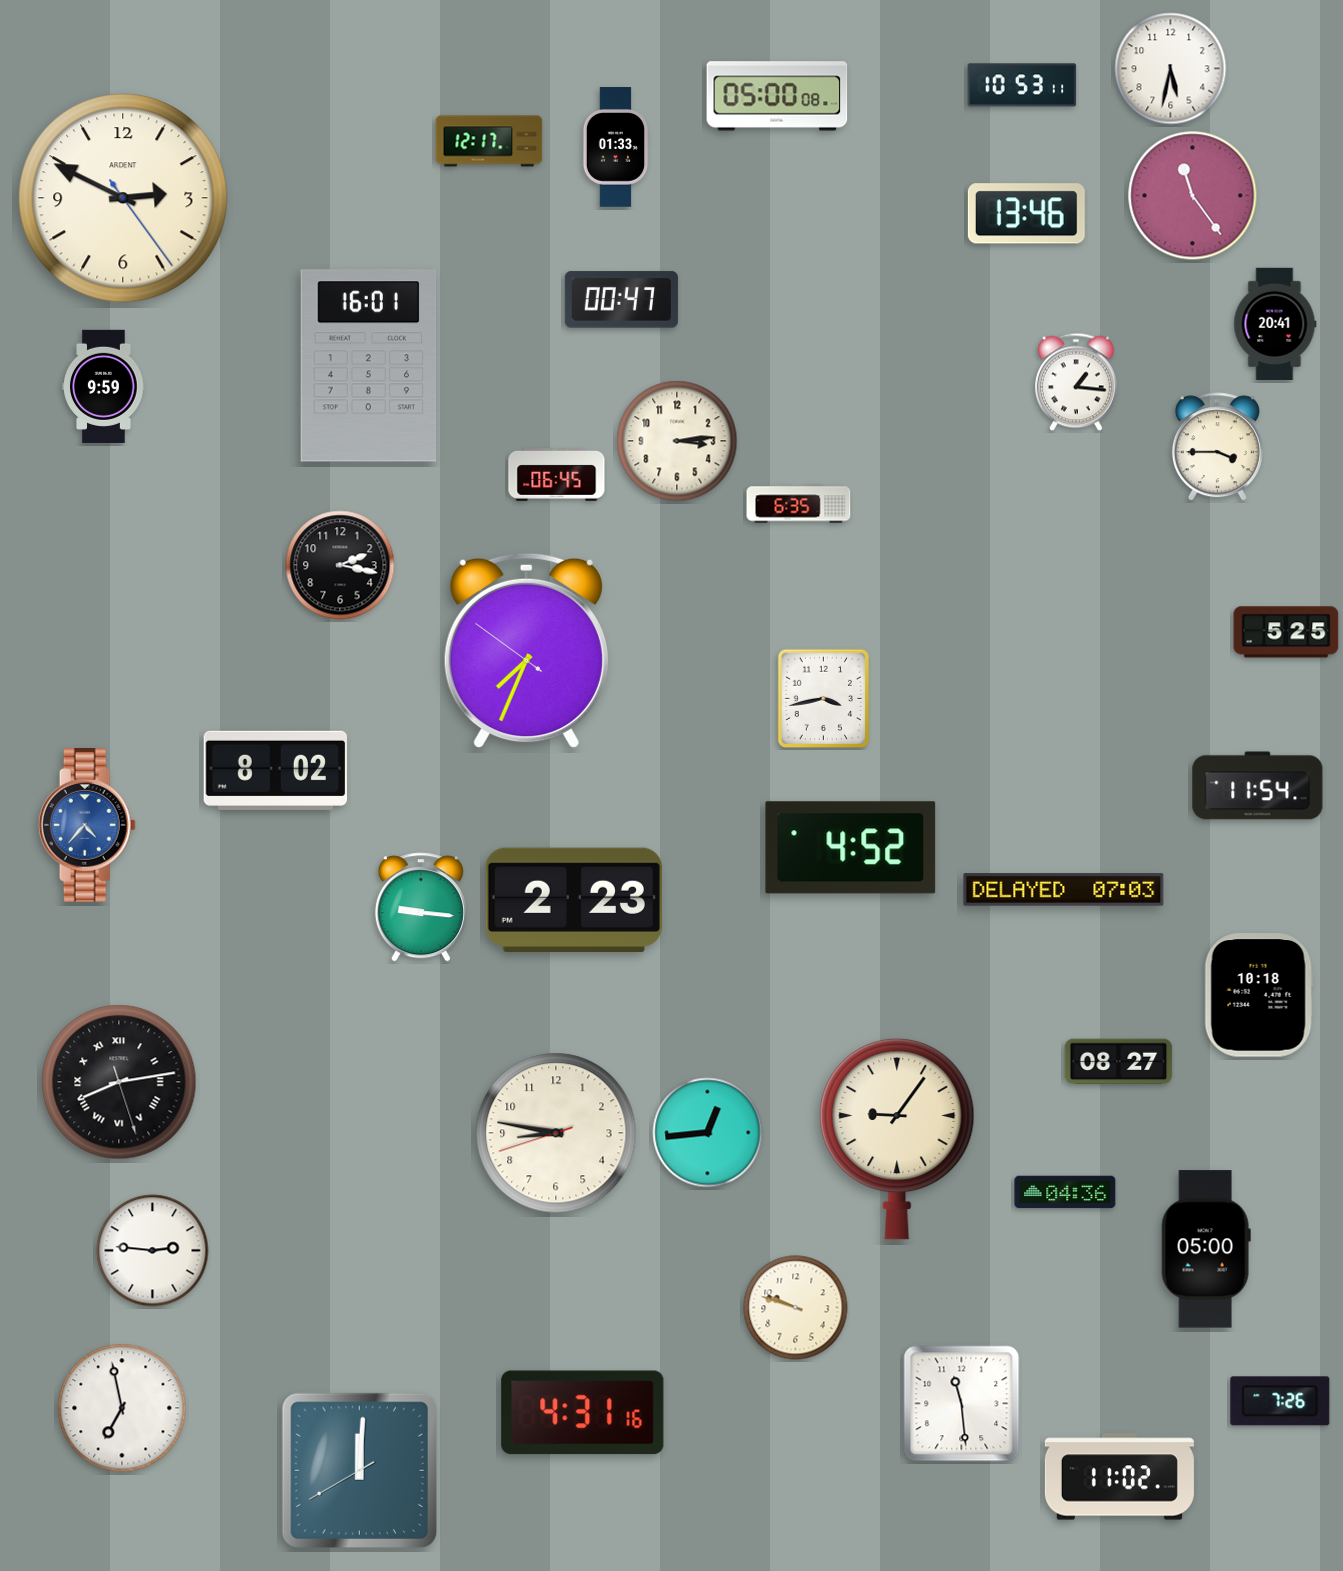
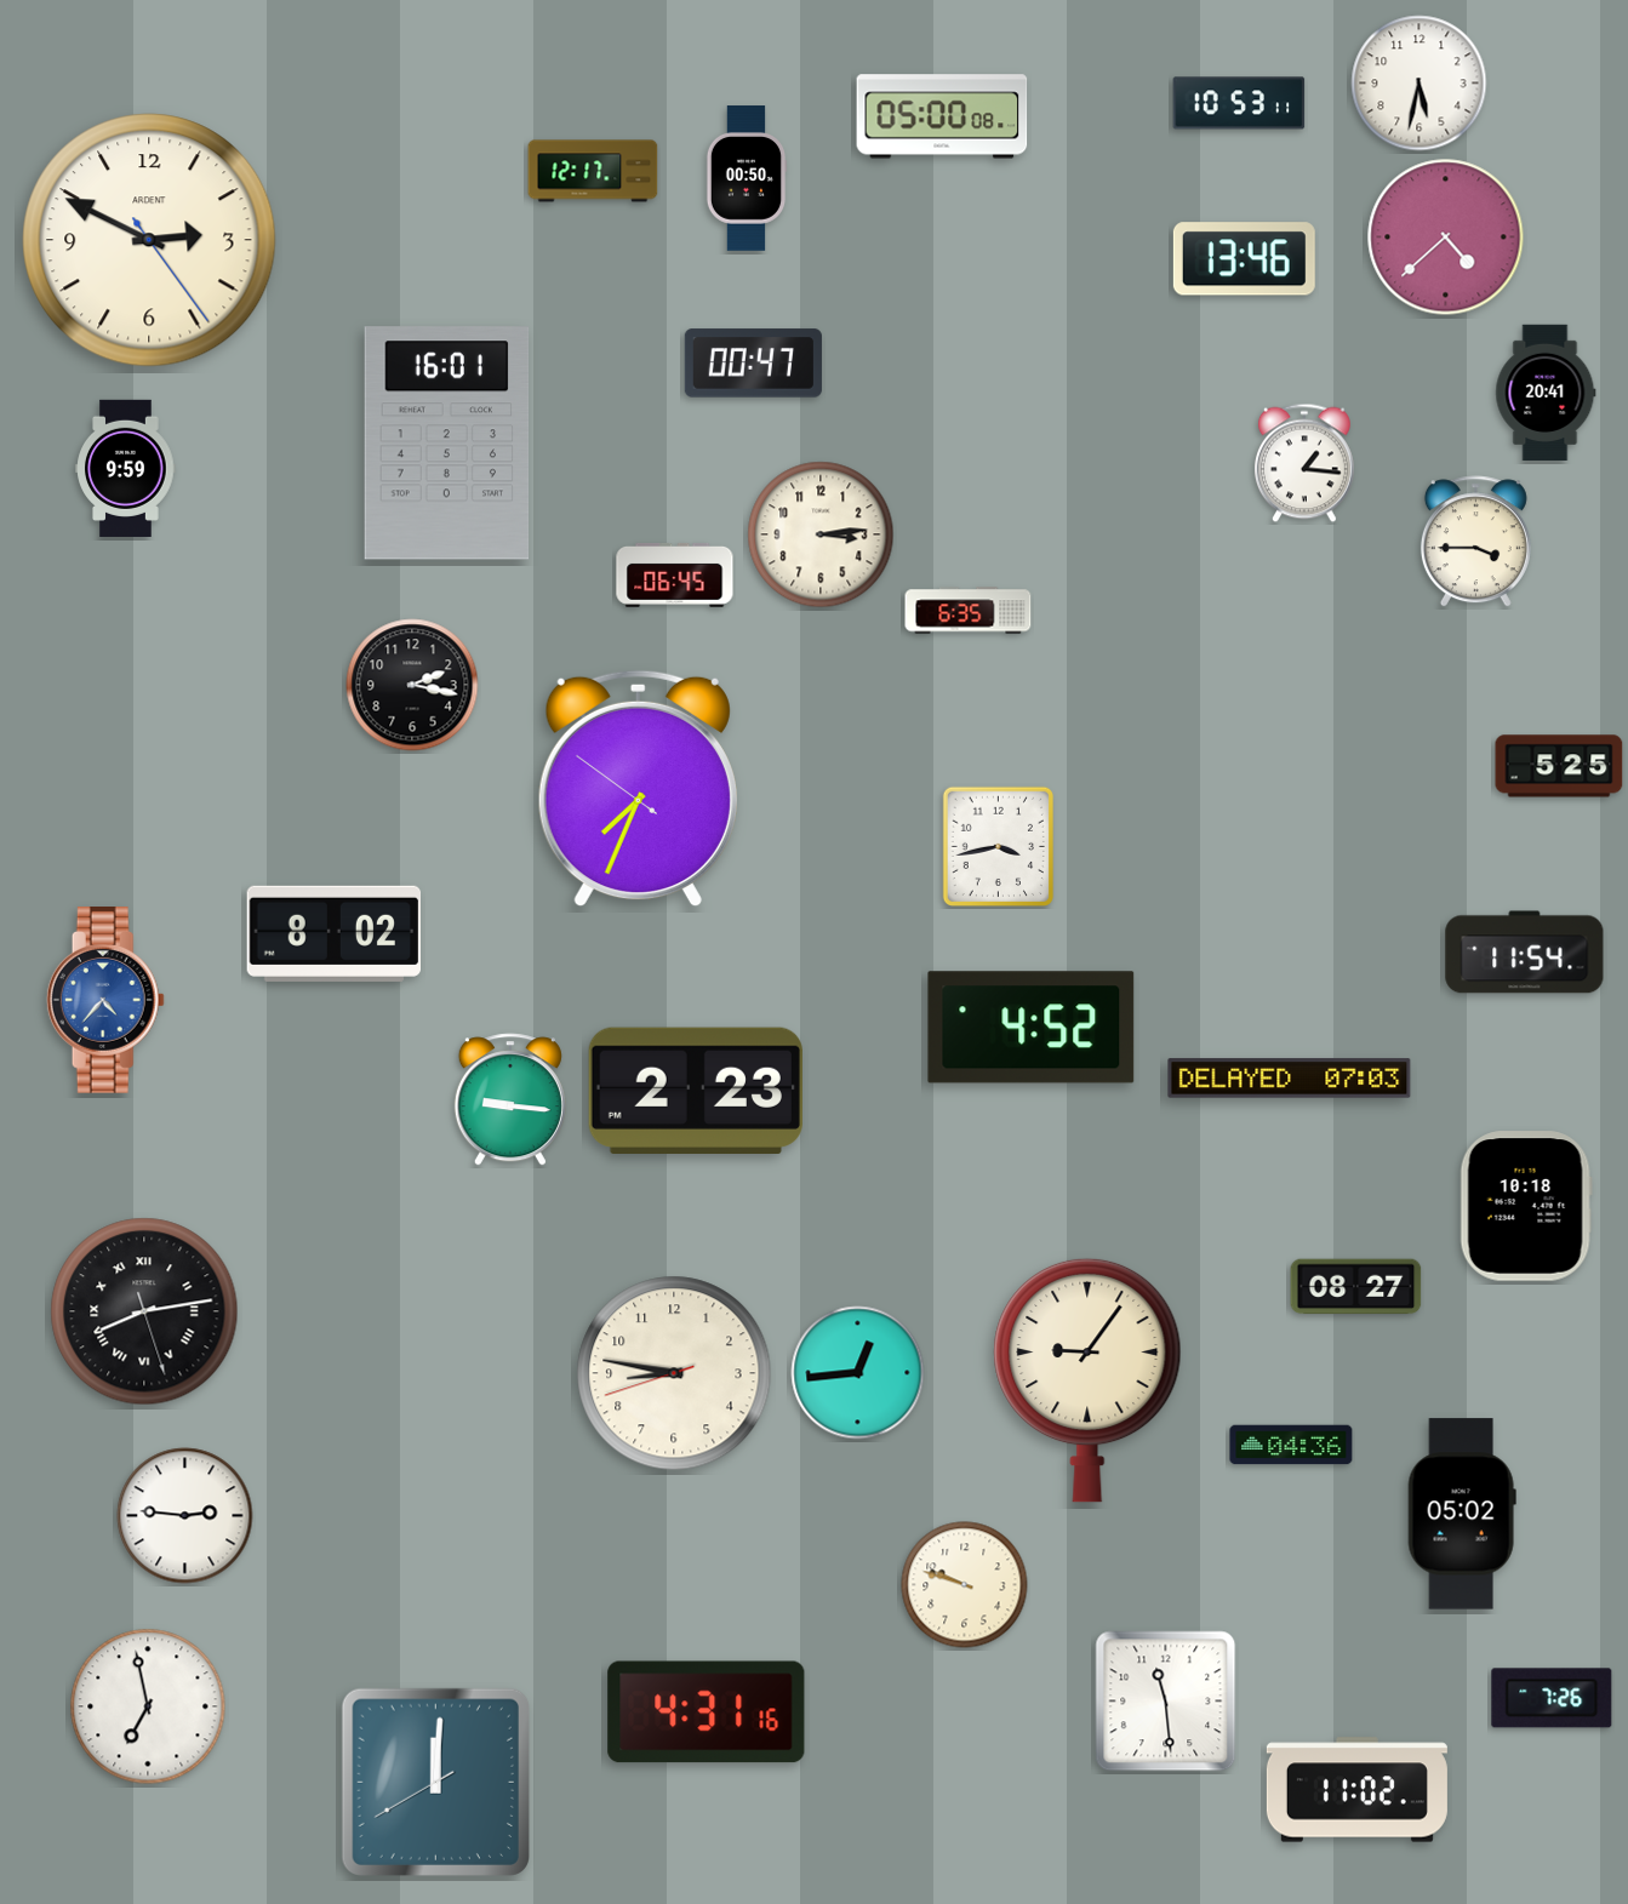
clock at (616, 147): 01:33 -> 00:50
clock at (1193, 196): 11:24 -> 4:38
clock at (1206, 1249): 05:00 -> 05:02
